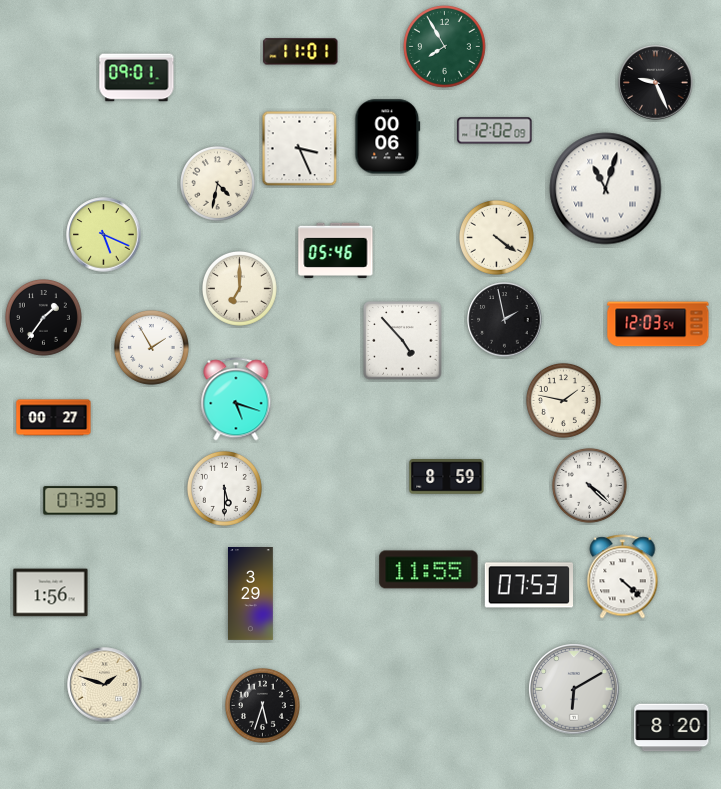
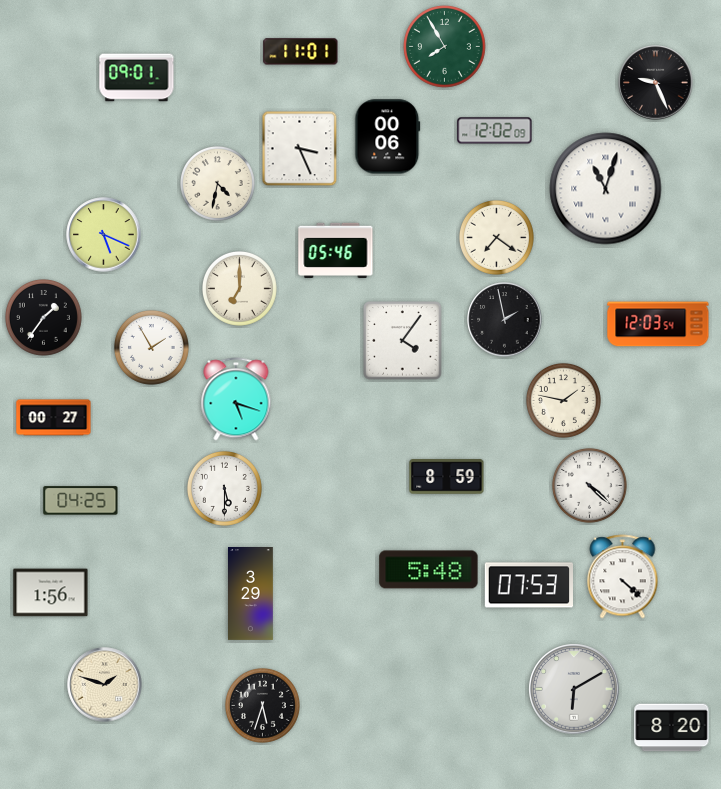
clock at (496, 237): 4:21 -> 7:21
clock at (403, 341): 4:53 -> 4:06
clock at (81, 501): 07:39 -> 04:25
clock at (429, 570): 11:55 -> 5:48
